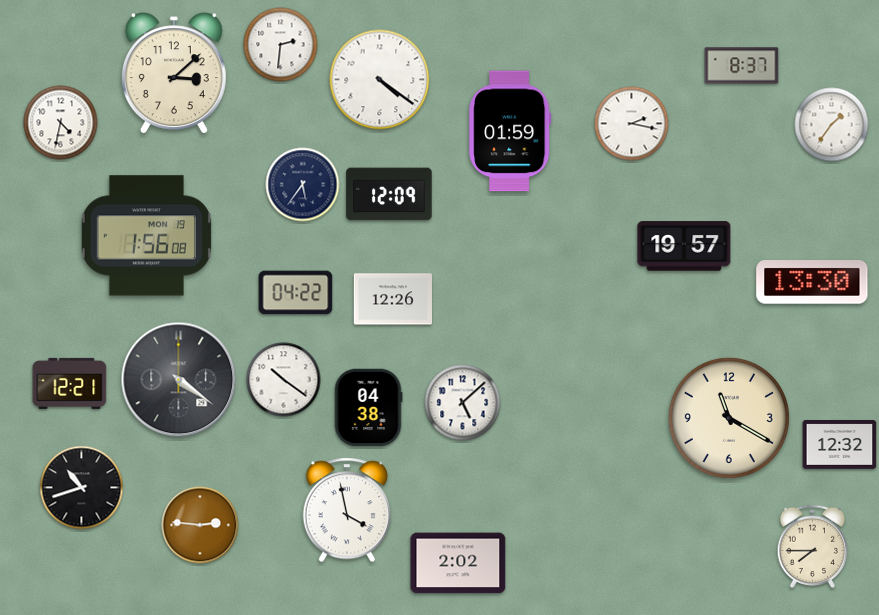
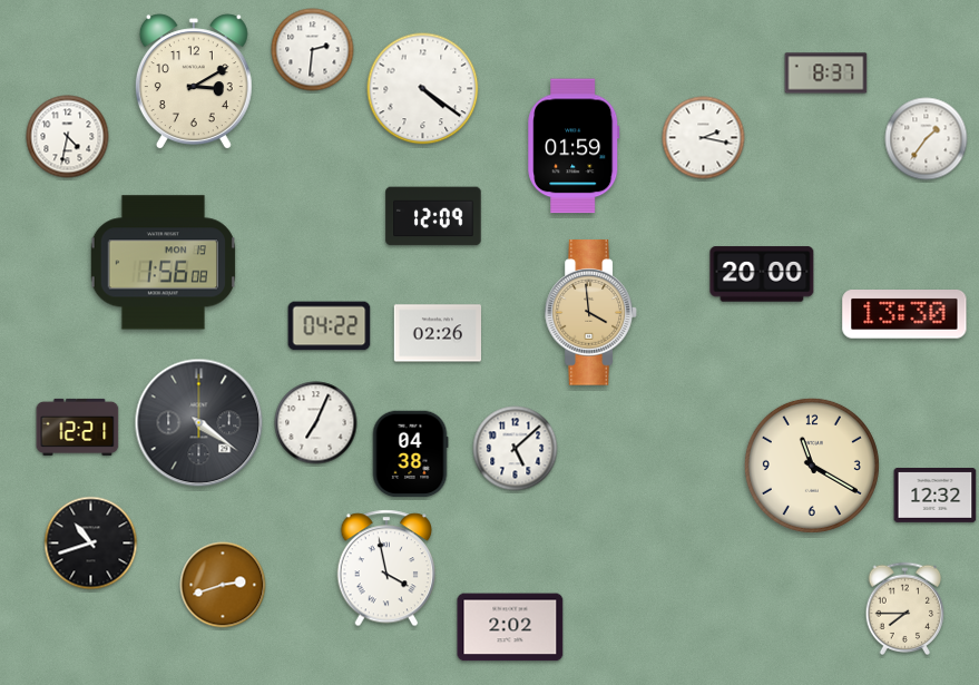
clock at (174, 73): 3:08 -> 3:10
clock at (510, 131) position: (510, 131) -> (574, 146)
clock at (303, 185): 5:36 -> none
clock at (684, 246): 19:57 -> 20:00
clock at (591, 313): none -> 3:59
clock at (392, 299): 12:26 -> 02:26
clock at (284, 380): 10:21 -> 7:04
clock at (200, 525): 2:46 -> 2:42
